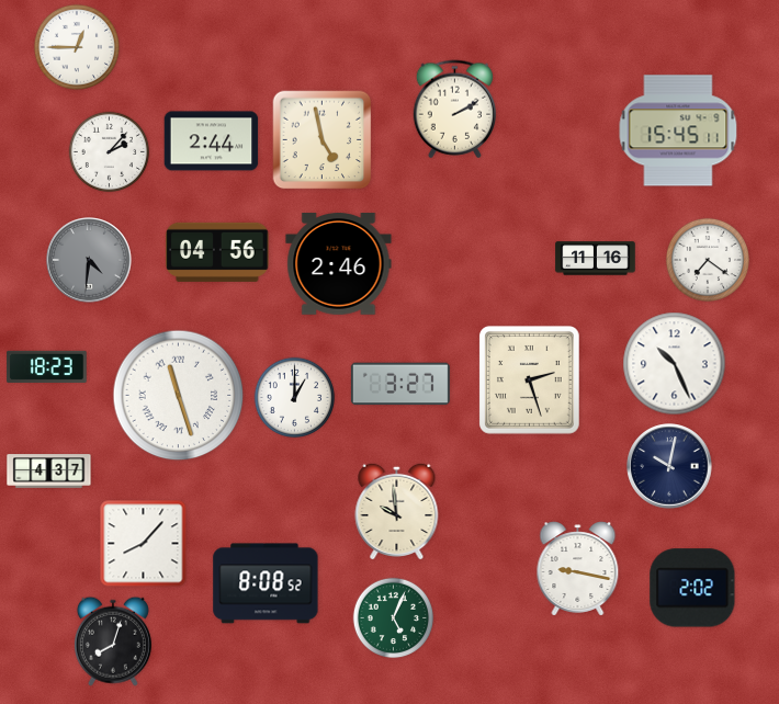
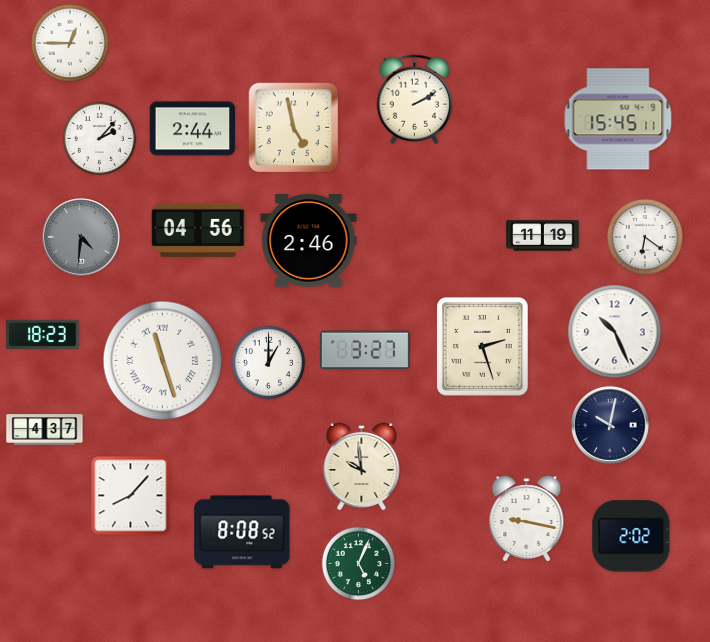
clock at (596, 259): 11:16 -> 11:19
clock at (708, 260): 7:21 -> 6:21
clock at (113, 641): 8:03 -> none
